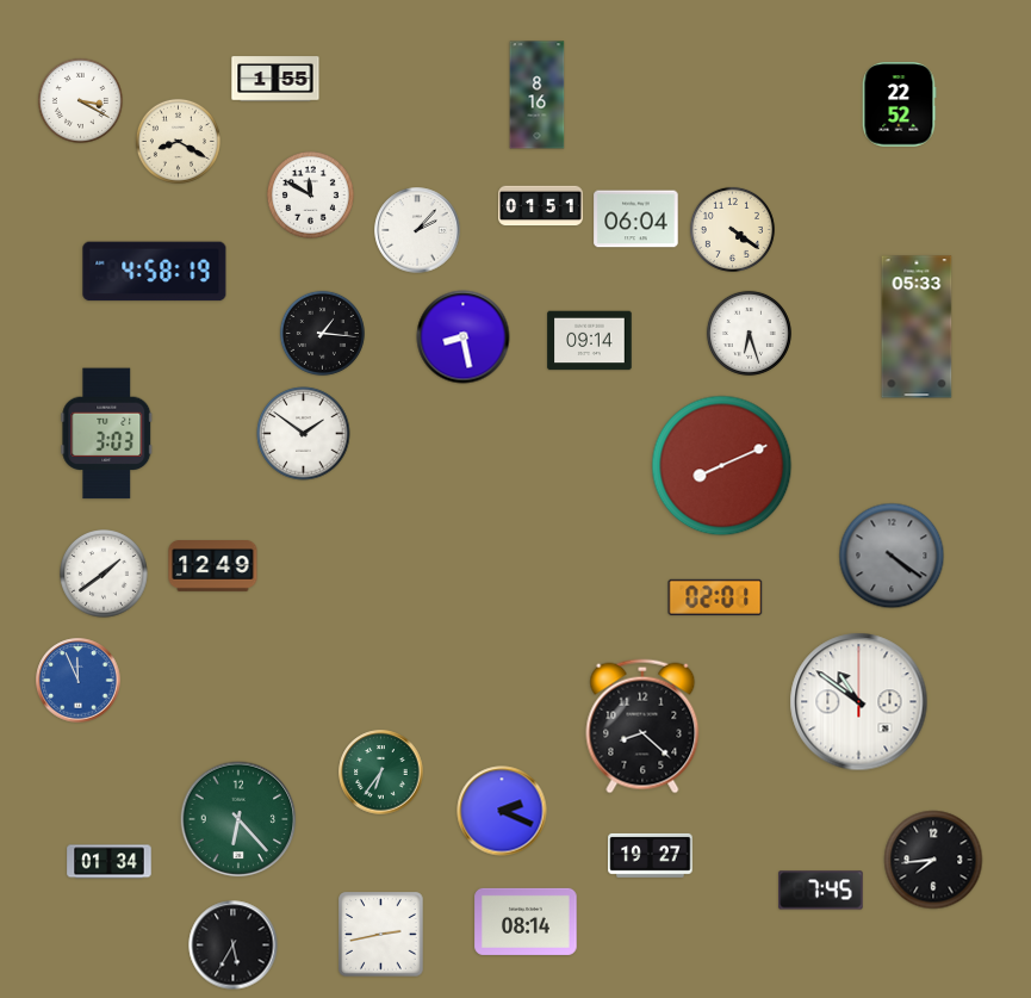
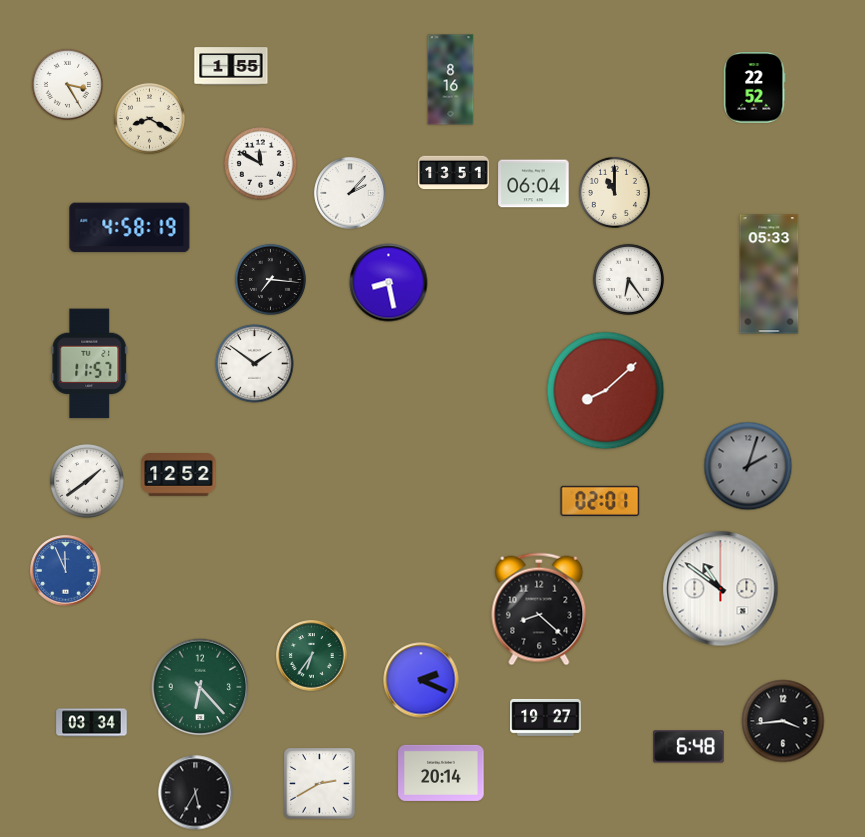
clock at (80, 100): 3:20 -> 3:25
clock at (541, 206): 01:51 -> 13:51
clock at (732, 229): 4:21 -> 11:00
clock at (322, 333): 1:16 -> 7:16
clock at (749, 333): 6:27 -> 6:24
clock at (590, 341): 09:14 -> none
clock at (107, 434): 3:03 -> 11:57
clock at (722, 466): 8:11 -> 8:08
clock at (892, 556): 4:21 -> 2:03
clock at (213, 566): 12:49 -> 12:52
clock at (381, 773) position: (381, 773) -> (312, 656)
clock at (933, 860): 7:44 -> 3:44
clock at (110, 862): 01:34 -> 03:34
clock at (821, 891): 7:45 -> 6:48
clock at (526, 922): 08:14 -> 20:14
clock at (381, 935): 2:43 -> 2:40
